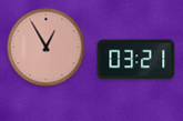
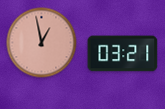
clock at (47, 48): 12:55 -> 12:58
